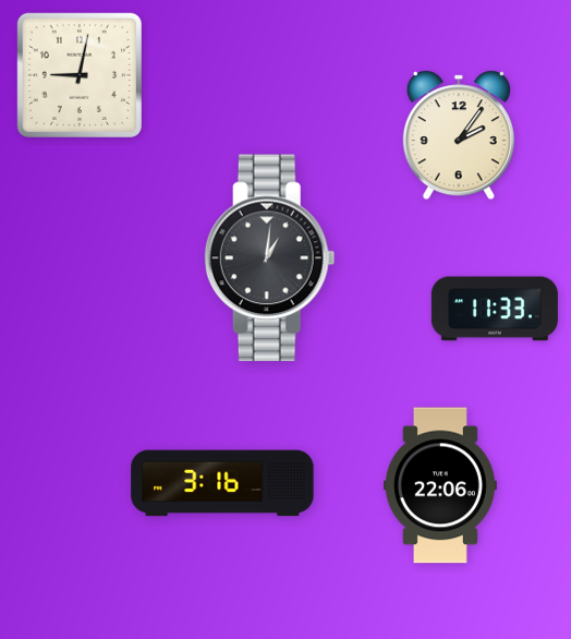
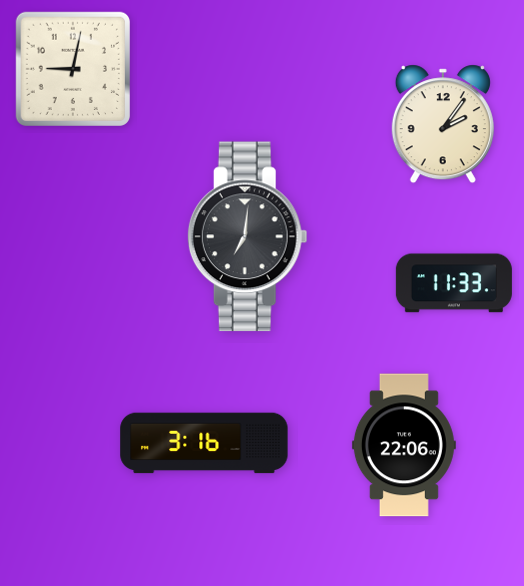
clock at (459, 135) position: (459, 135) -> (443, 124)
clock at (269, 258): 1:01 -> 7:01
